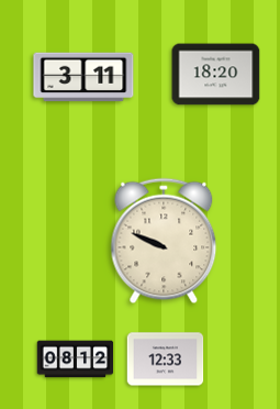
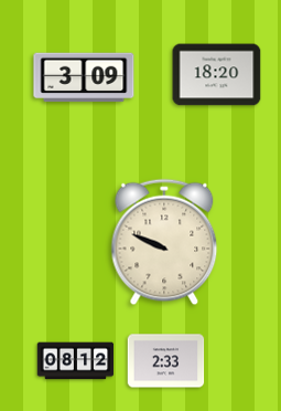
clock at (83, 77): 3:11 -> 3:09
clock at (166, 360): 12:33 -> 2:33
